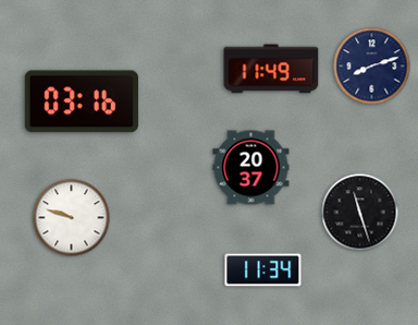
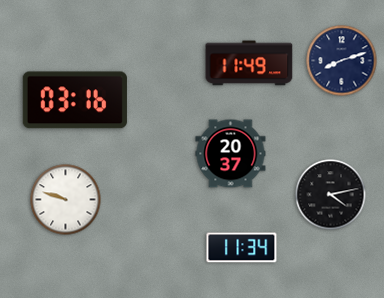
clock at (82, 101) position: (82, 101) -> (75, 100)
clock at (360, 213): 11:27 -> 4:13
